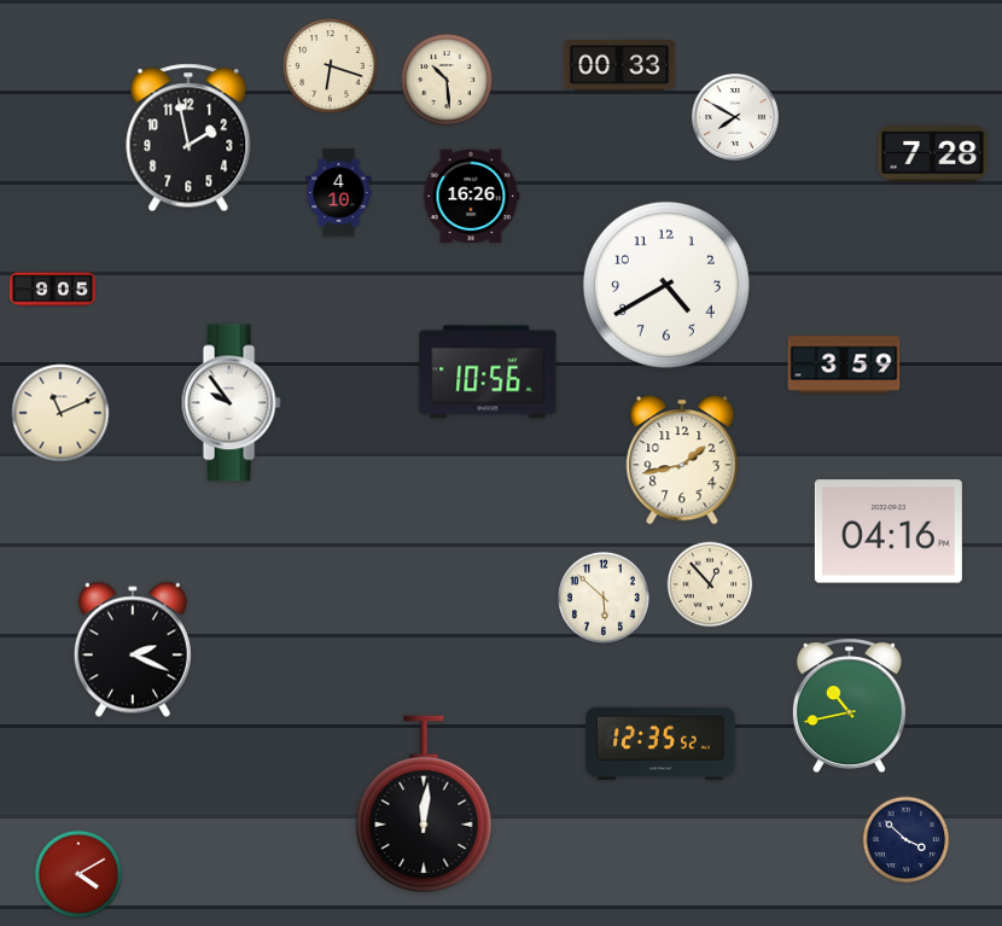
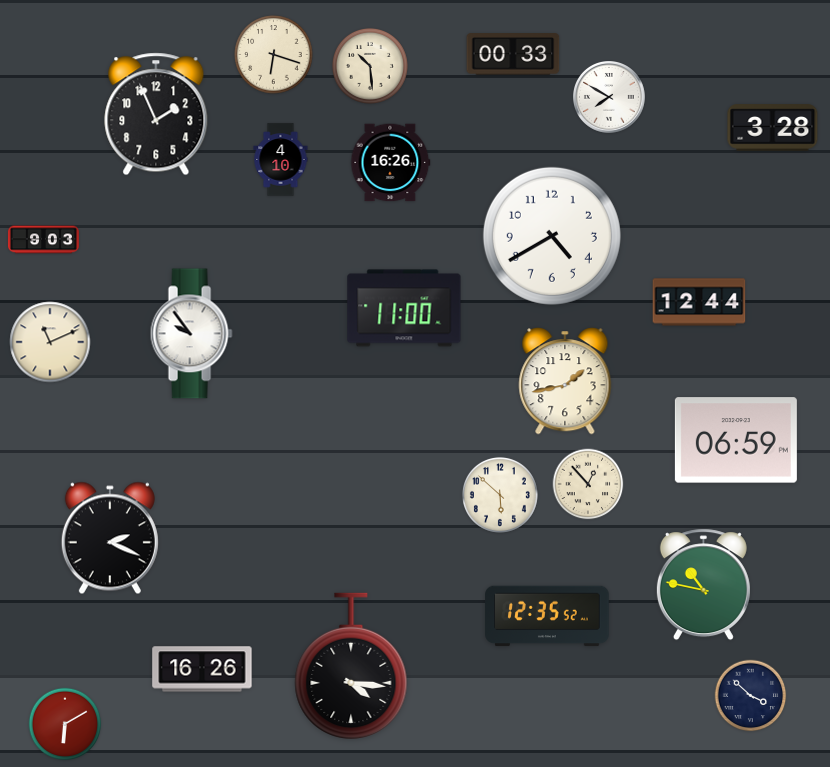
clock at (188, 138): 1:58 -> 1:56
clock at (933, 155): 7:28 -> 3:28
clock at (52, 290): 9:05 -> 9:03
clock at (844, 365): 3:59 -> 12:44
clock at (488, 372): 10:56 -> 11:00
clock at (889, 531): 04:16 -> 06:59
clock at (849, 706): 10:43 -> 10:47
clock at (424, 803): 12:01 -> 4:16
clock at (202, 669): none -> 16:26
clock at (78, 874): 4:10 -> 6:10
